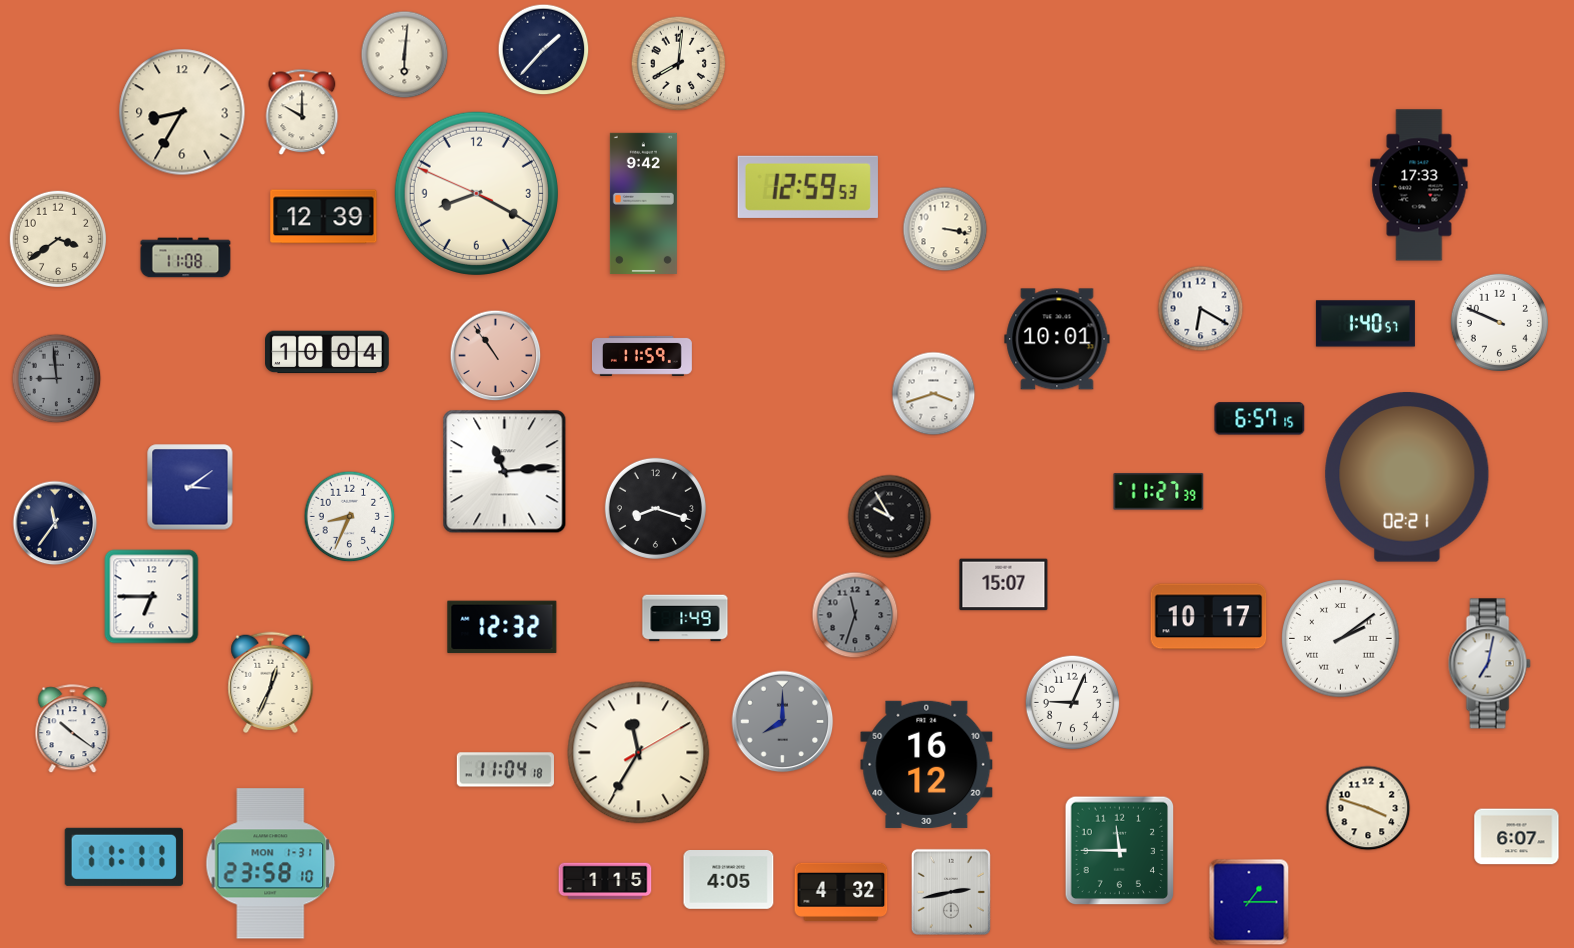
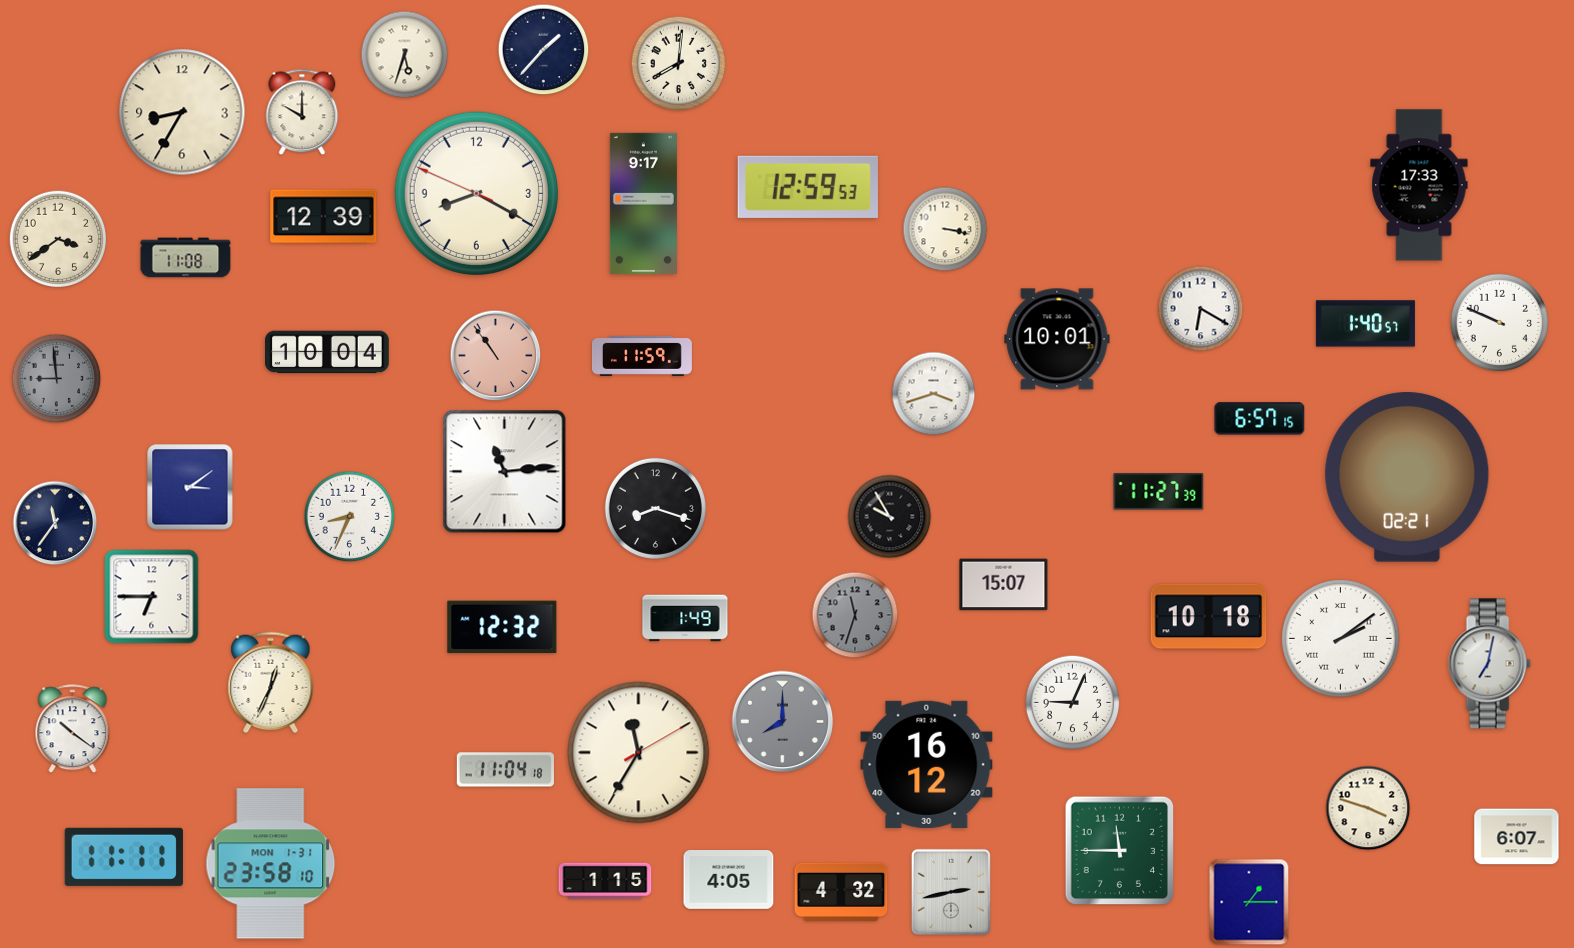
clock at (405, 55): 6:01 -> 5:33
clock at (643, 203): 9:42 -> 9:17
clock at (1209, 617): 10:17 -> 10:18
